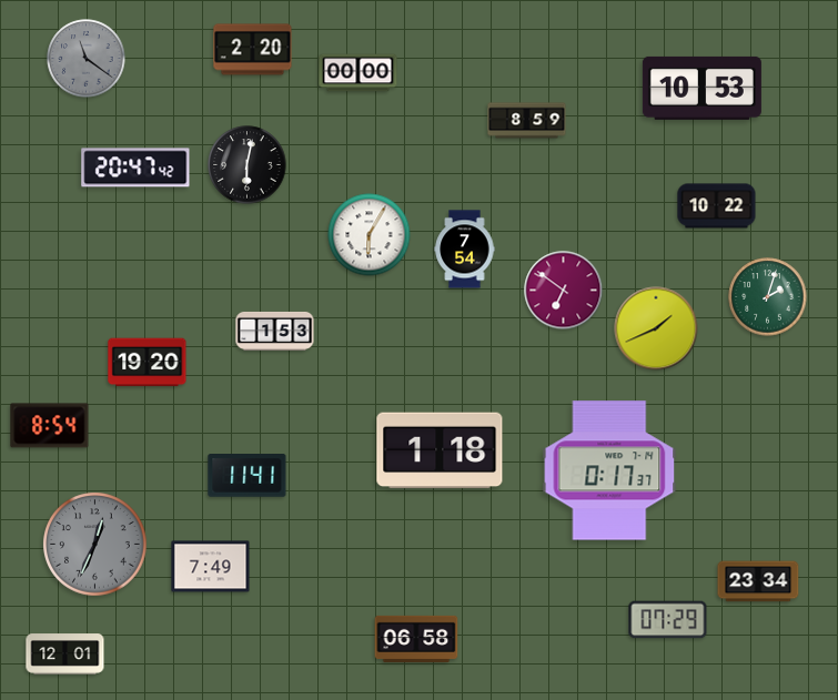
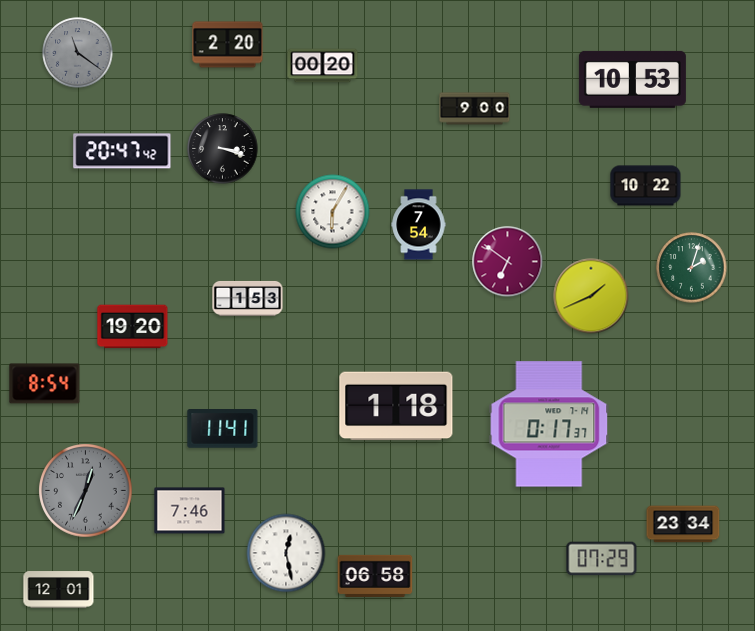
clock at (359, 73): 00:00 -> 00:20
clock at (527, 121): 8:59 -> 9:00
clock at (248, 165): 6:02 -> 3:18
clock at (211, 567): 7:49 -> 7:46
clock at (286, 553): none -> 12:28
